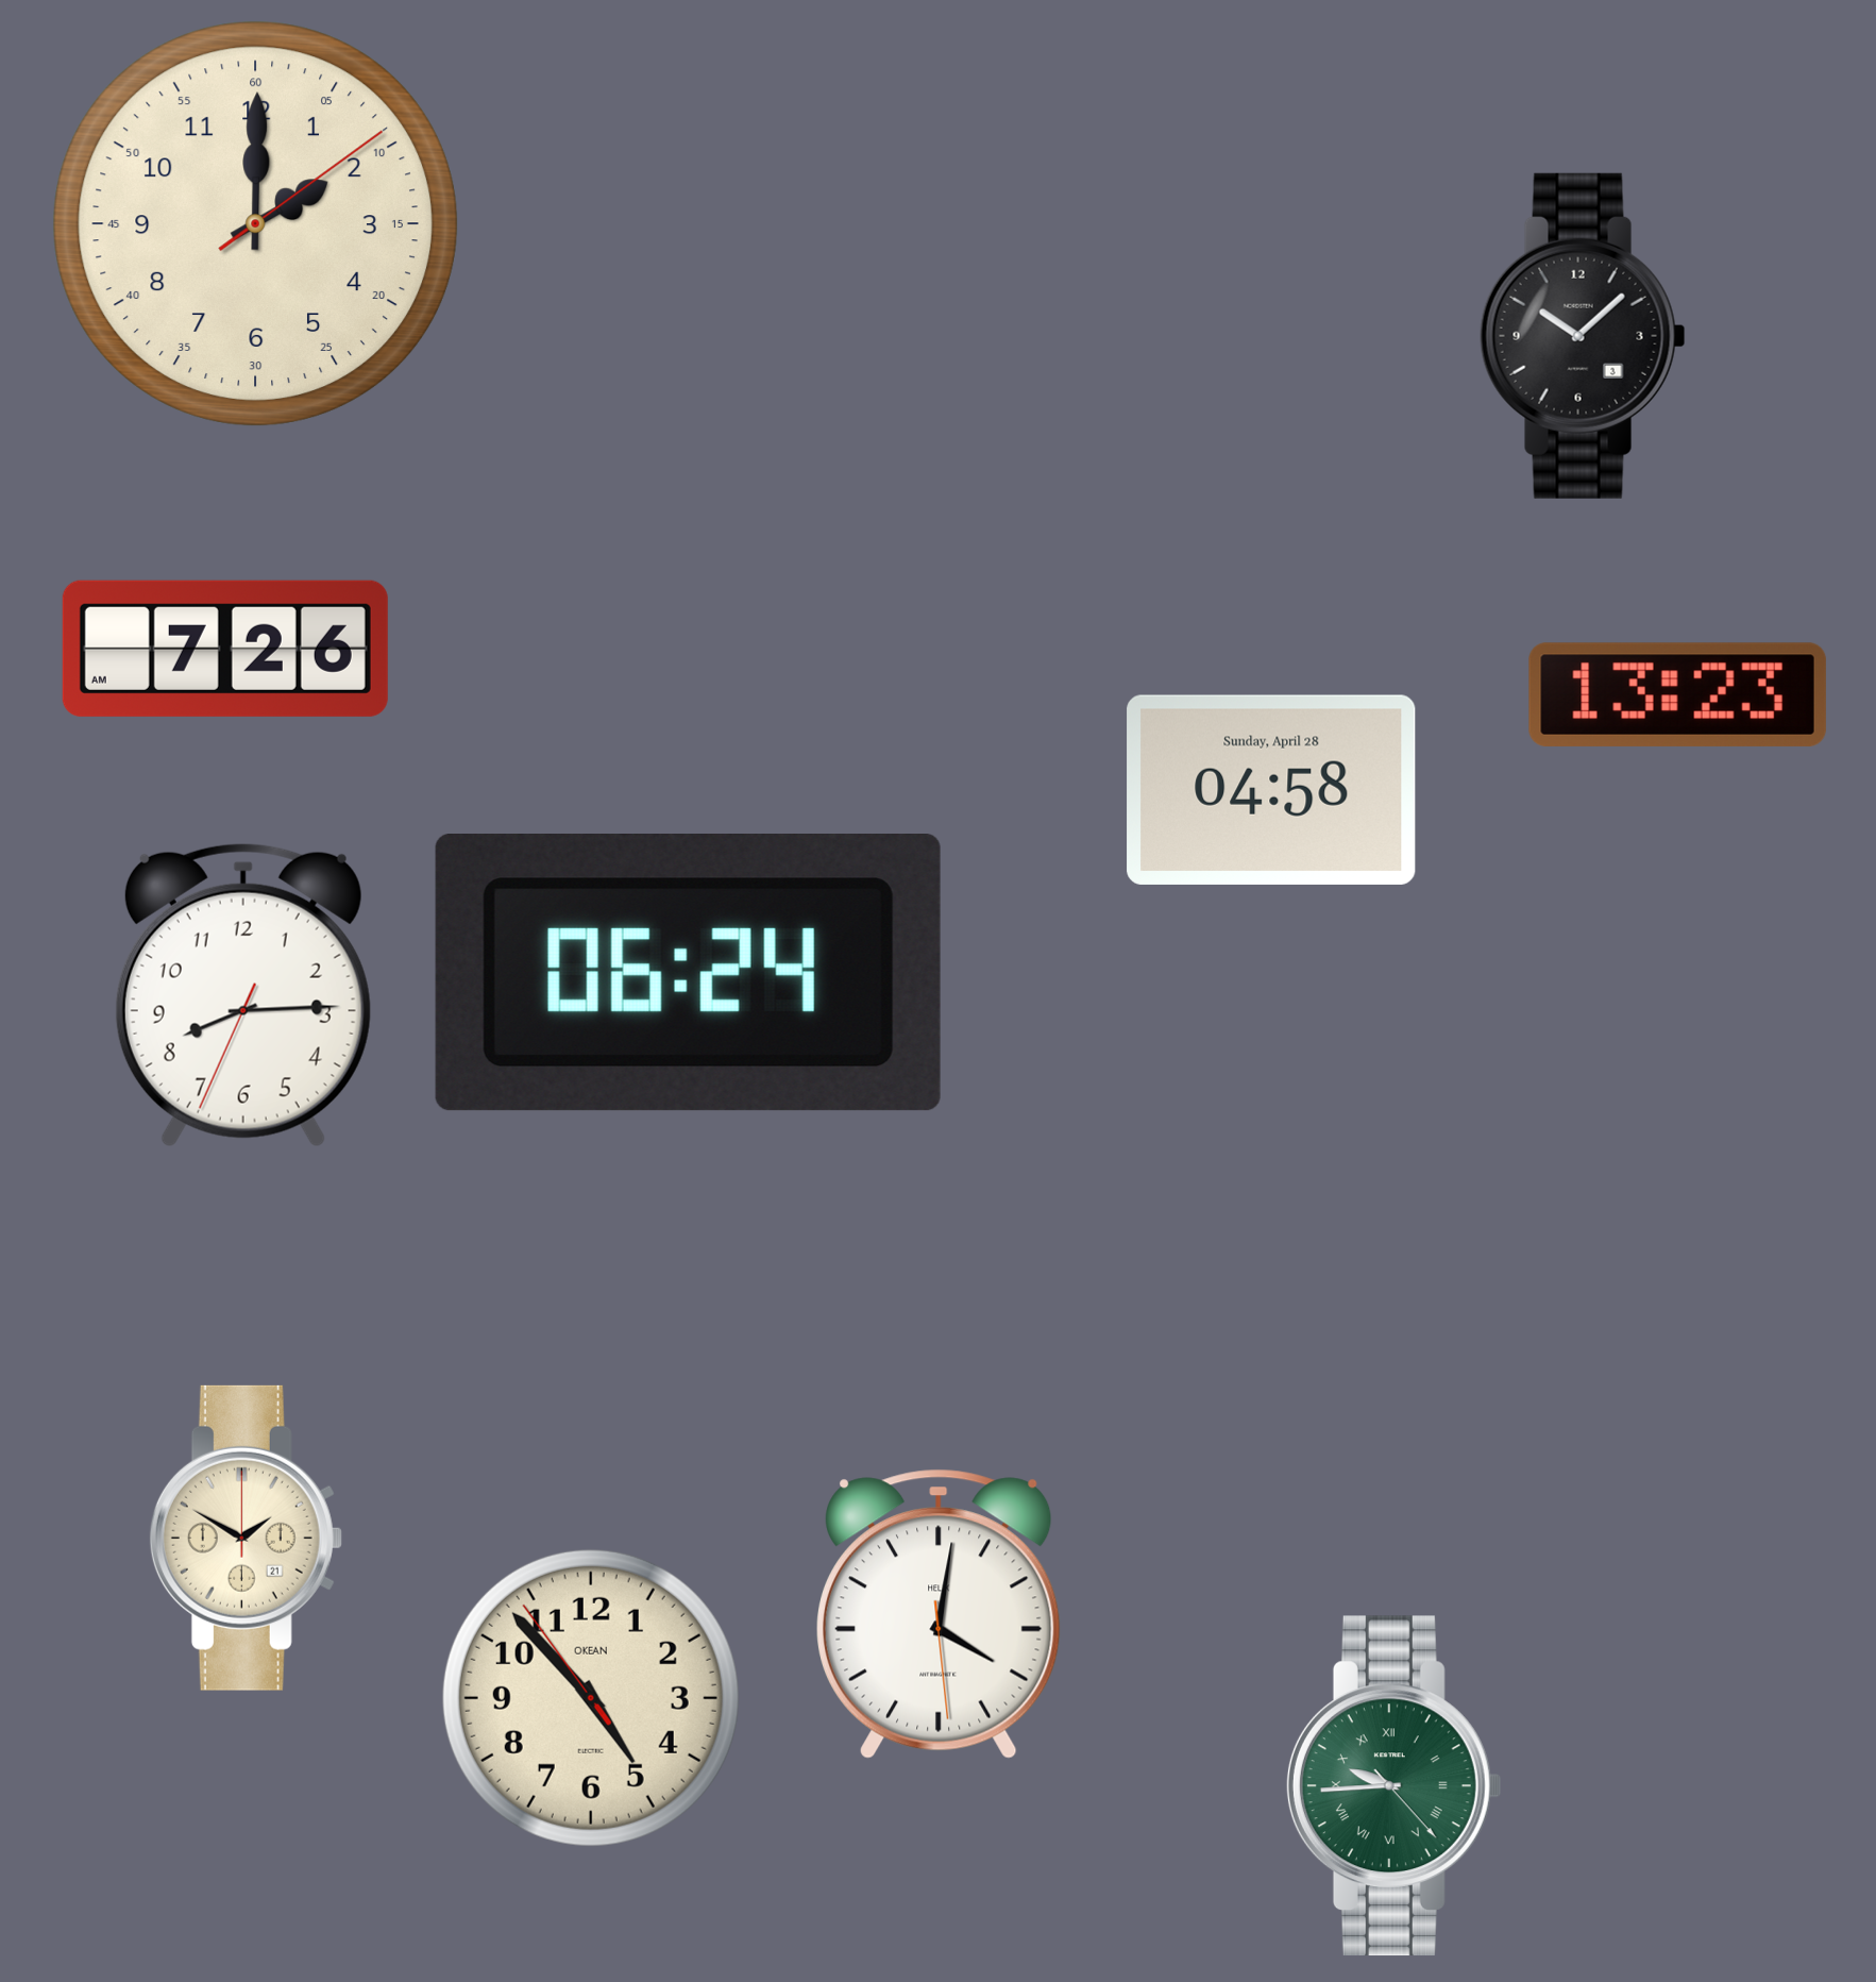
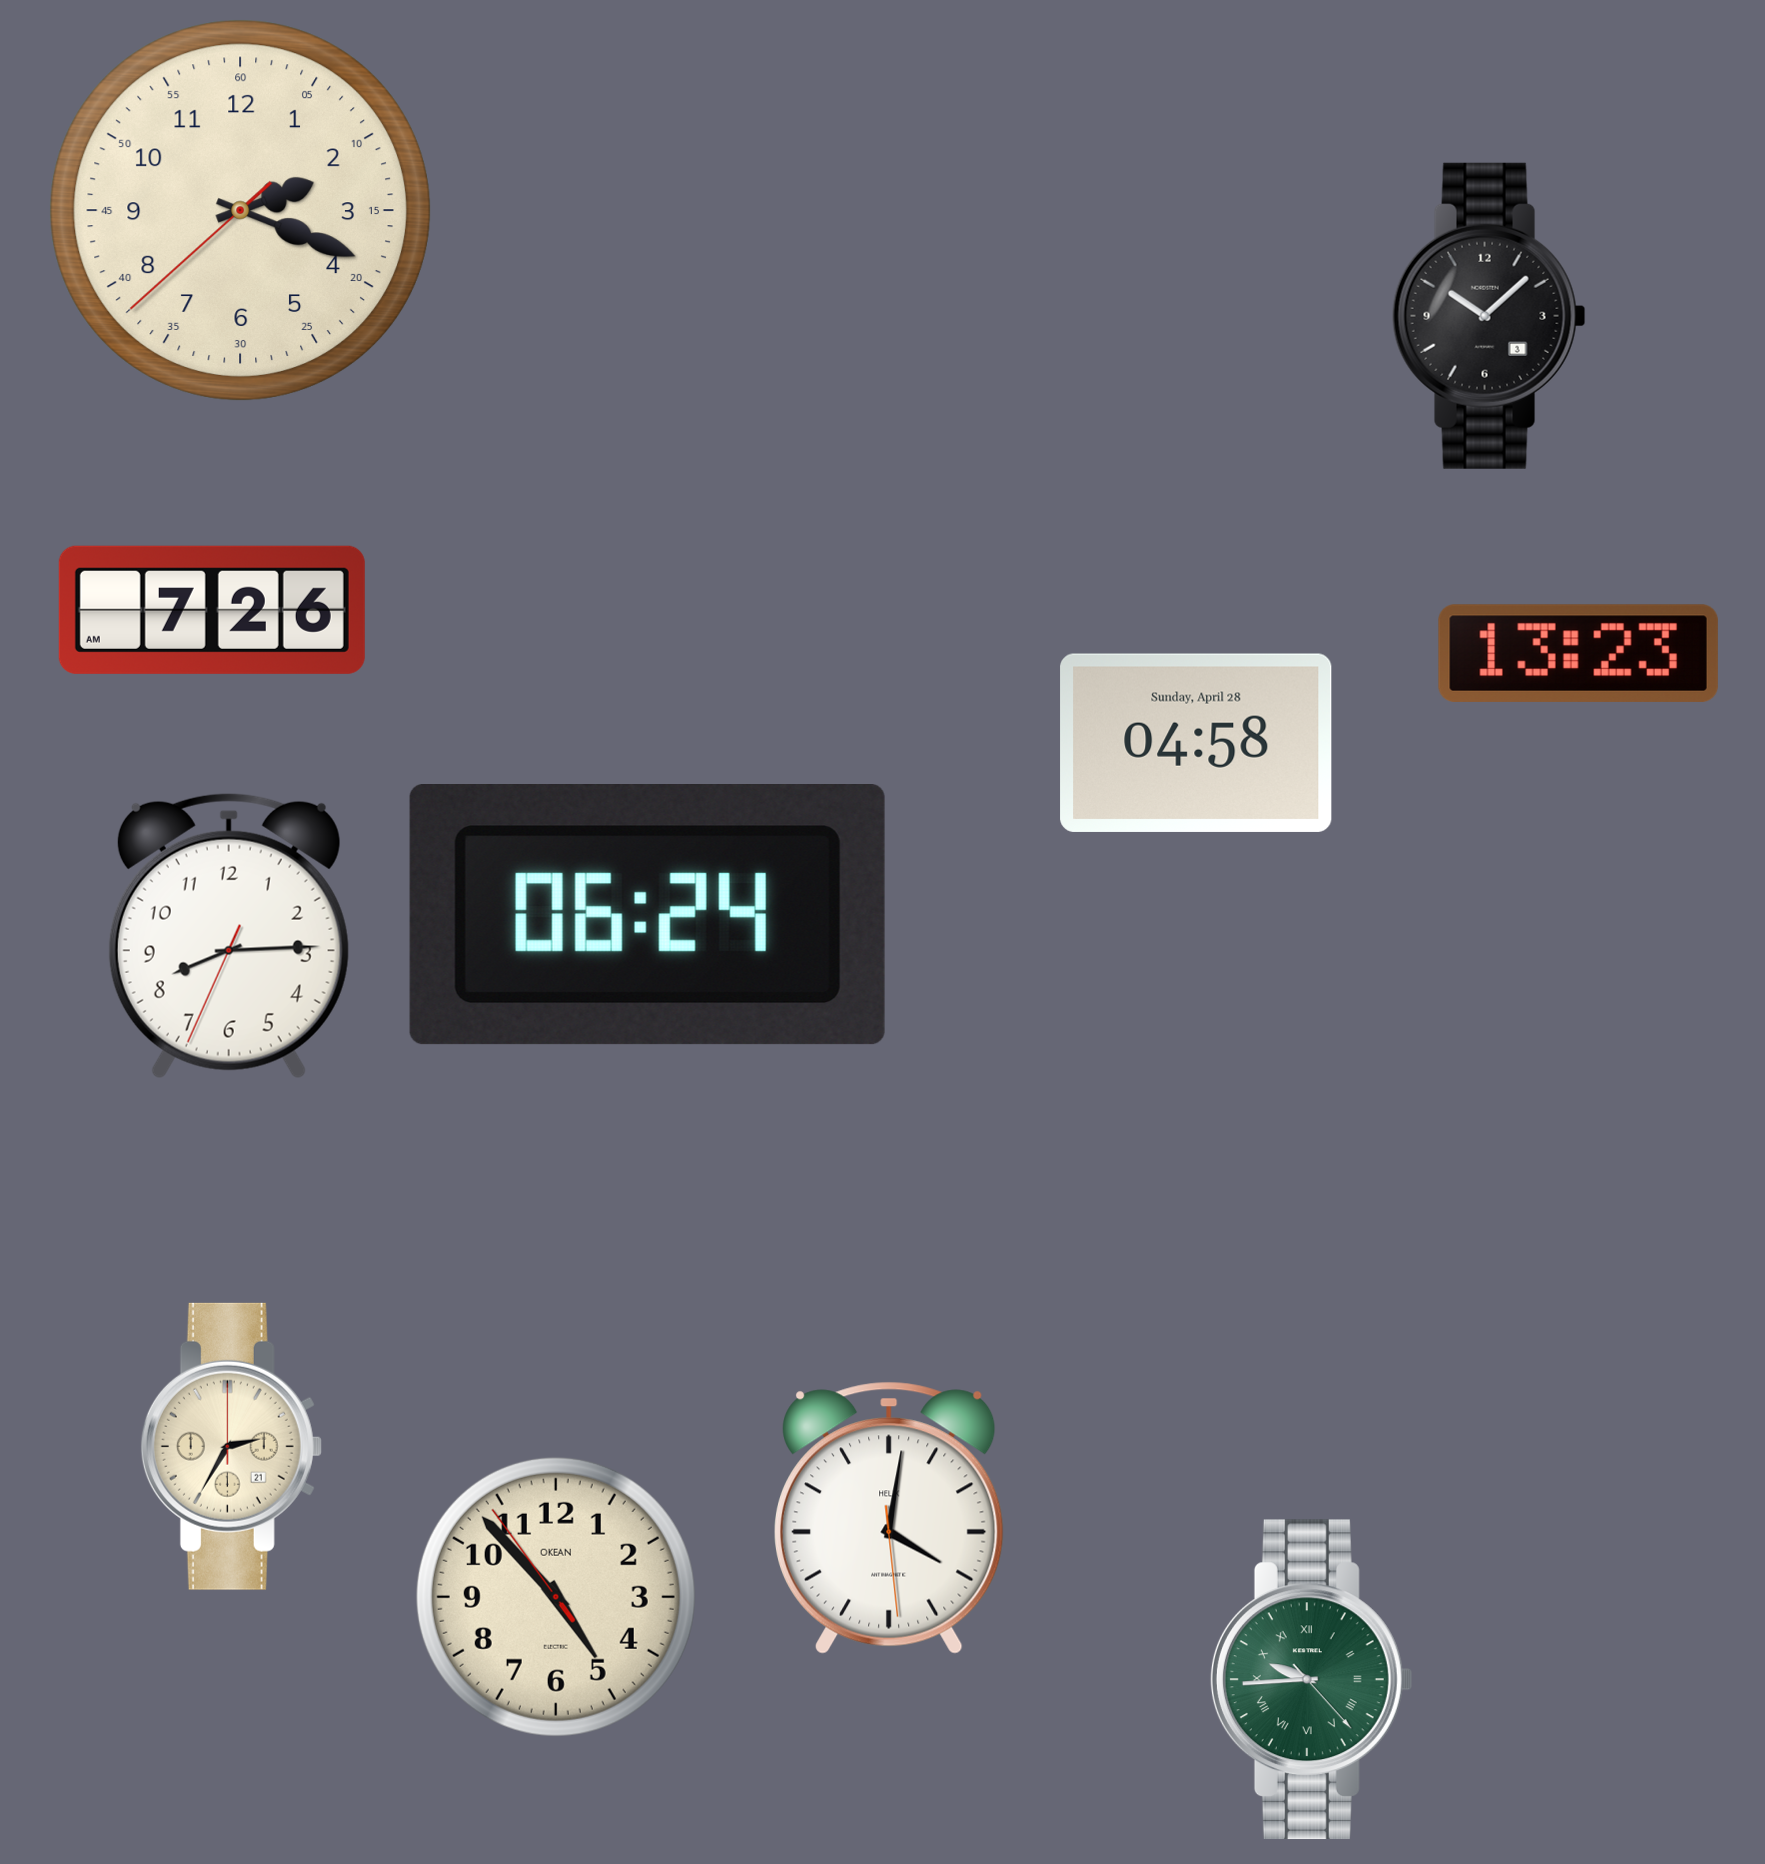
clock at (255, 223): 2:00 -> 2:18
clock at (246, 1538): 1:50 -> 2:35
clock at (940, 1614) position: (940, 1614) -> (890, 1518)
